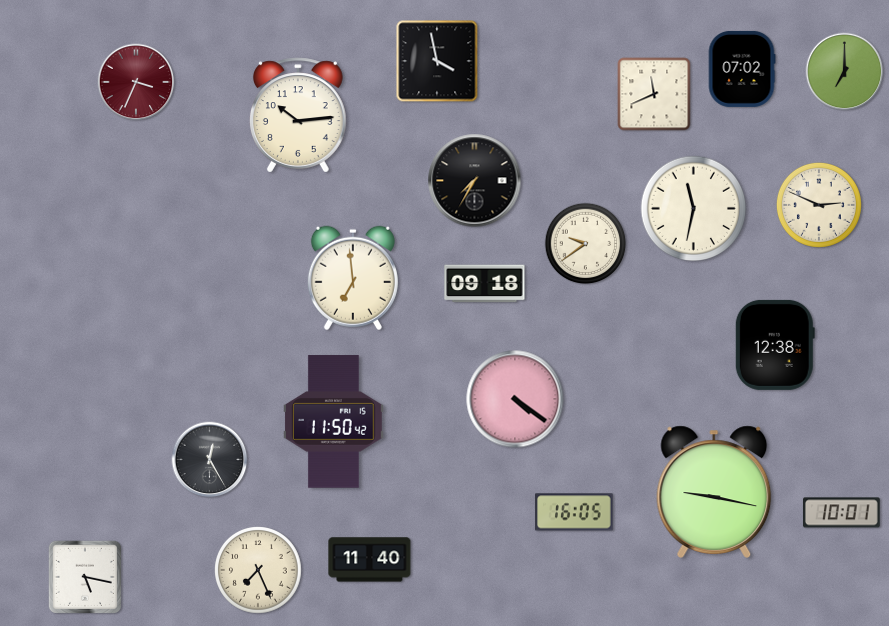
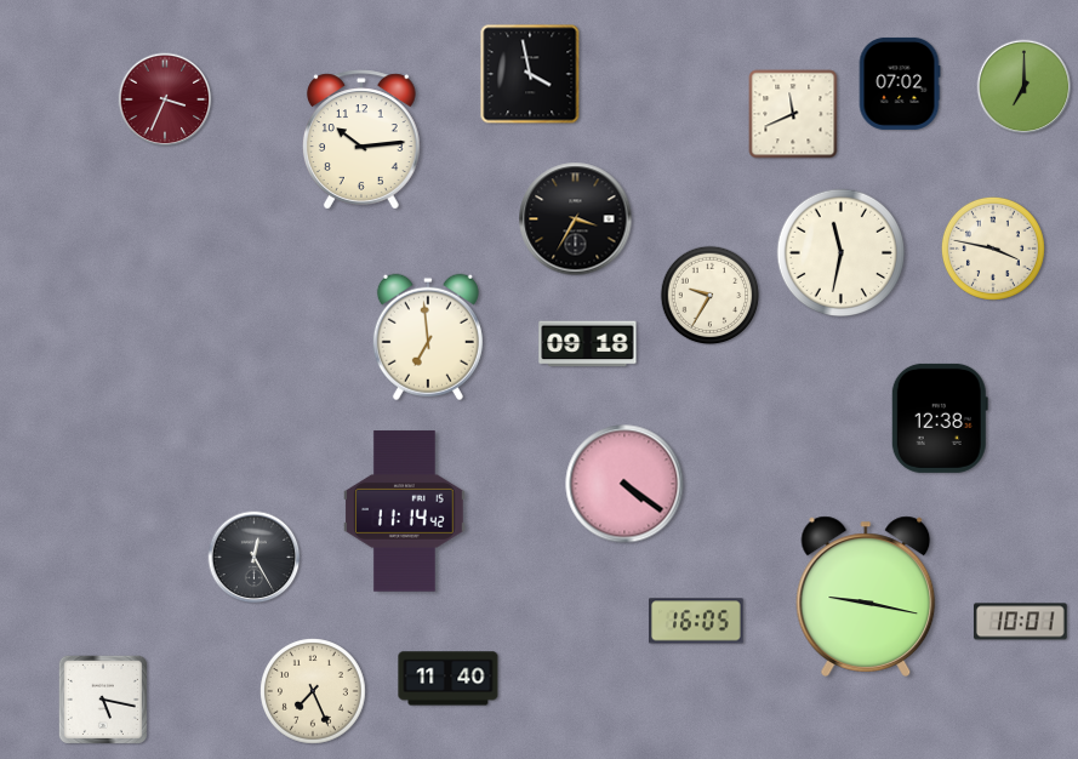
clock at (475, 181): 7:35 -> 3:35
clock at (819, 205): 2:49 -> 3:47
clock at (586, 244): 9:39 -> 9:35
clock at (334, 422): 11:50 -> 11:14
